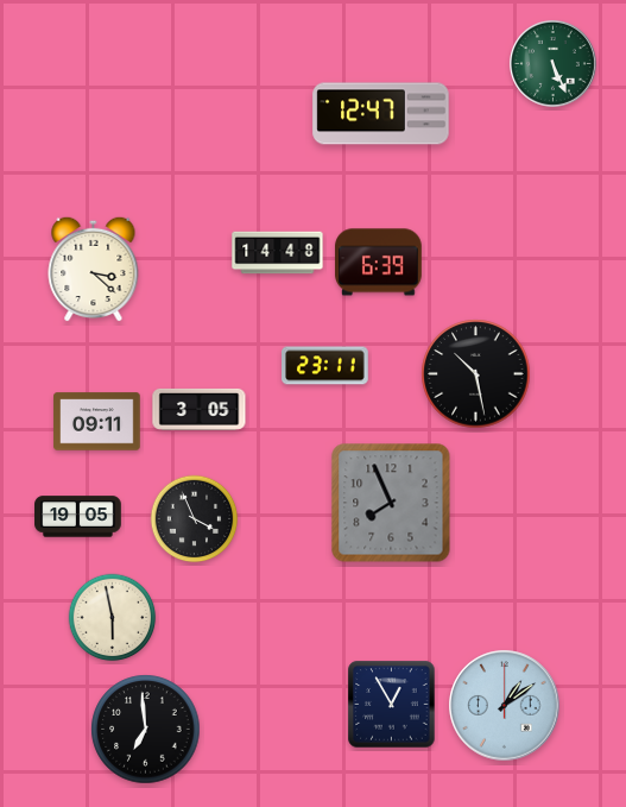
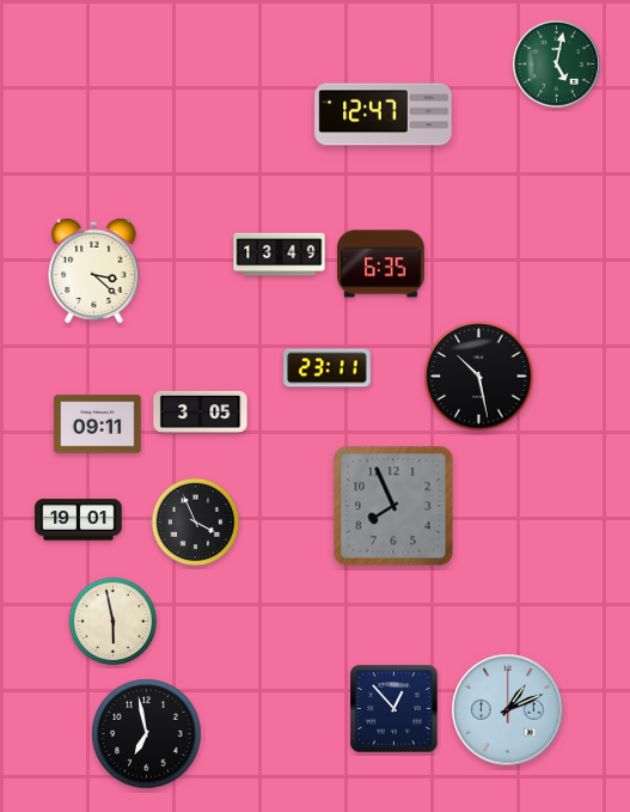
clock at (552, 63): 5:26 -> 5:02
clock at (278, 253): 14:48 -> 13:49
clock at (379, 263): 6:39 -> 6:35
clock at (78, 517): 19:05 -> 19:01
clock at (392, 705): 12:55 -> 12:53
clock at (505, 706): 1:09 -> 1:11
clock at (146, 730): 6:59 -> 6:58
